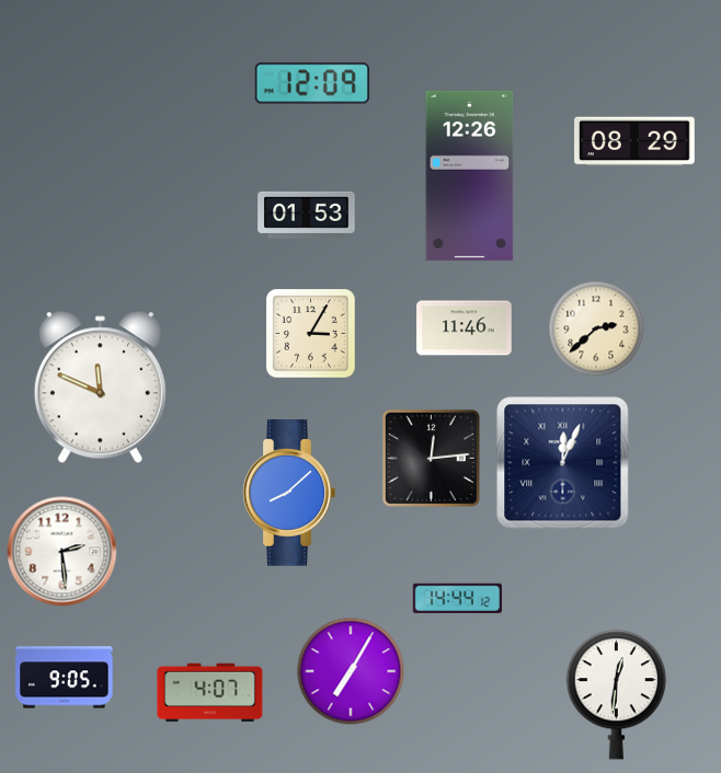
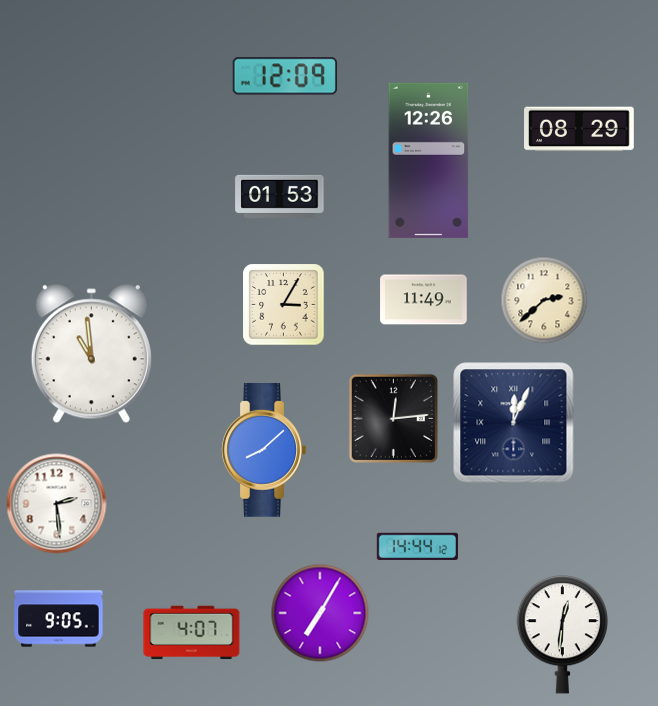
clock at (465, 328): 11:46 -> 11:49
clock at (100, 388): 11:49 -> 10:59
